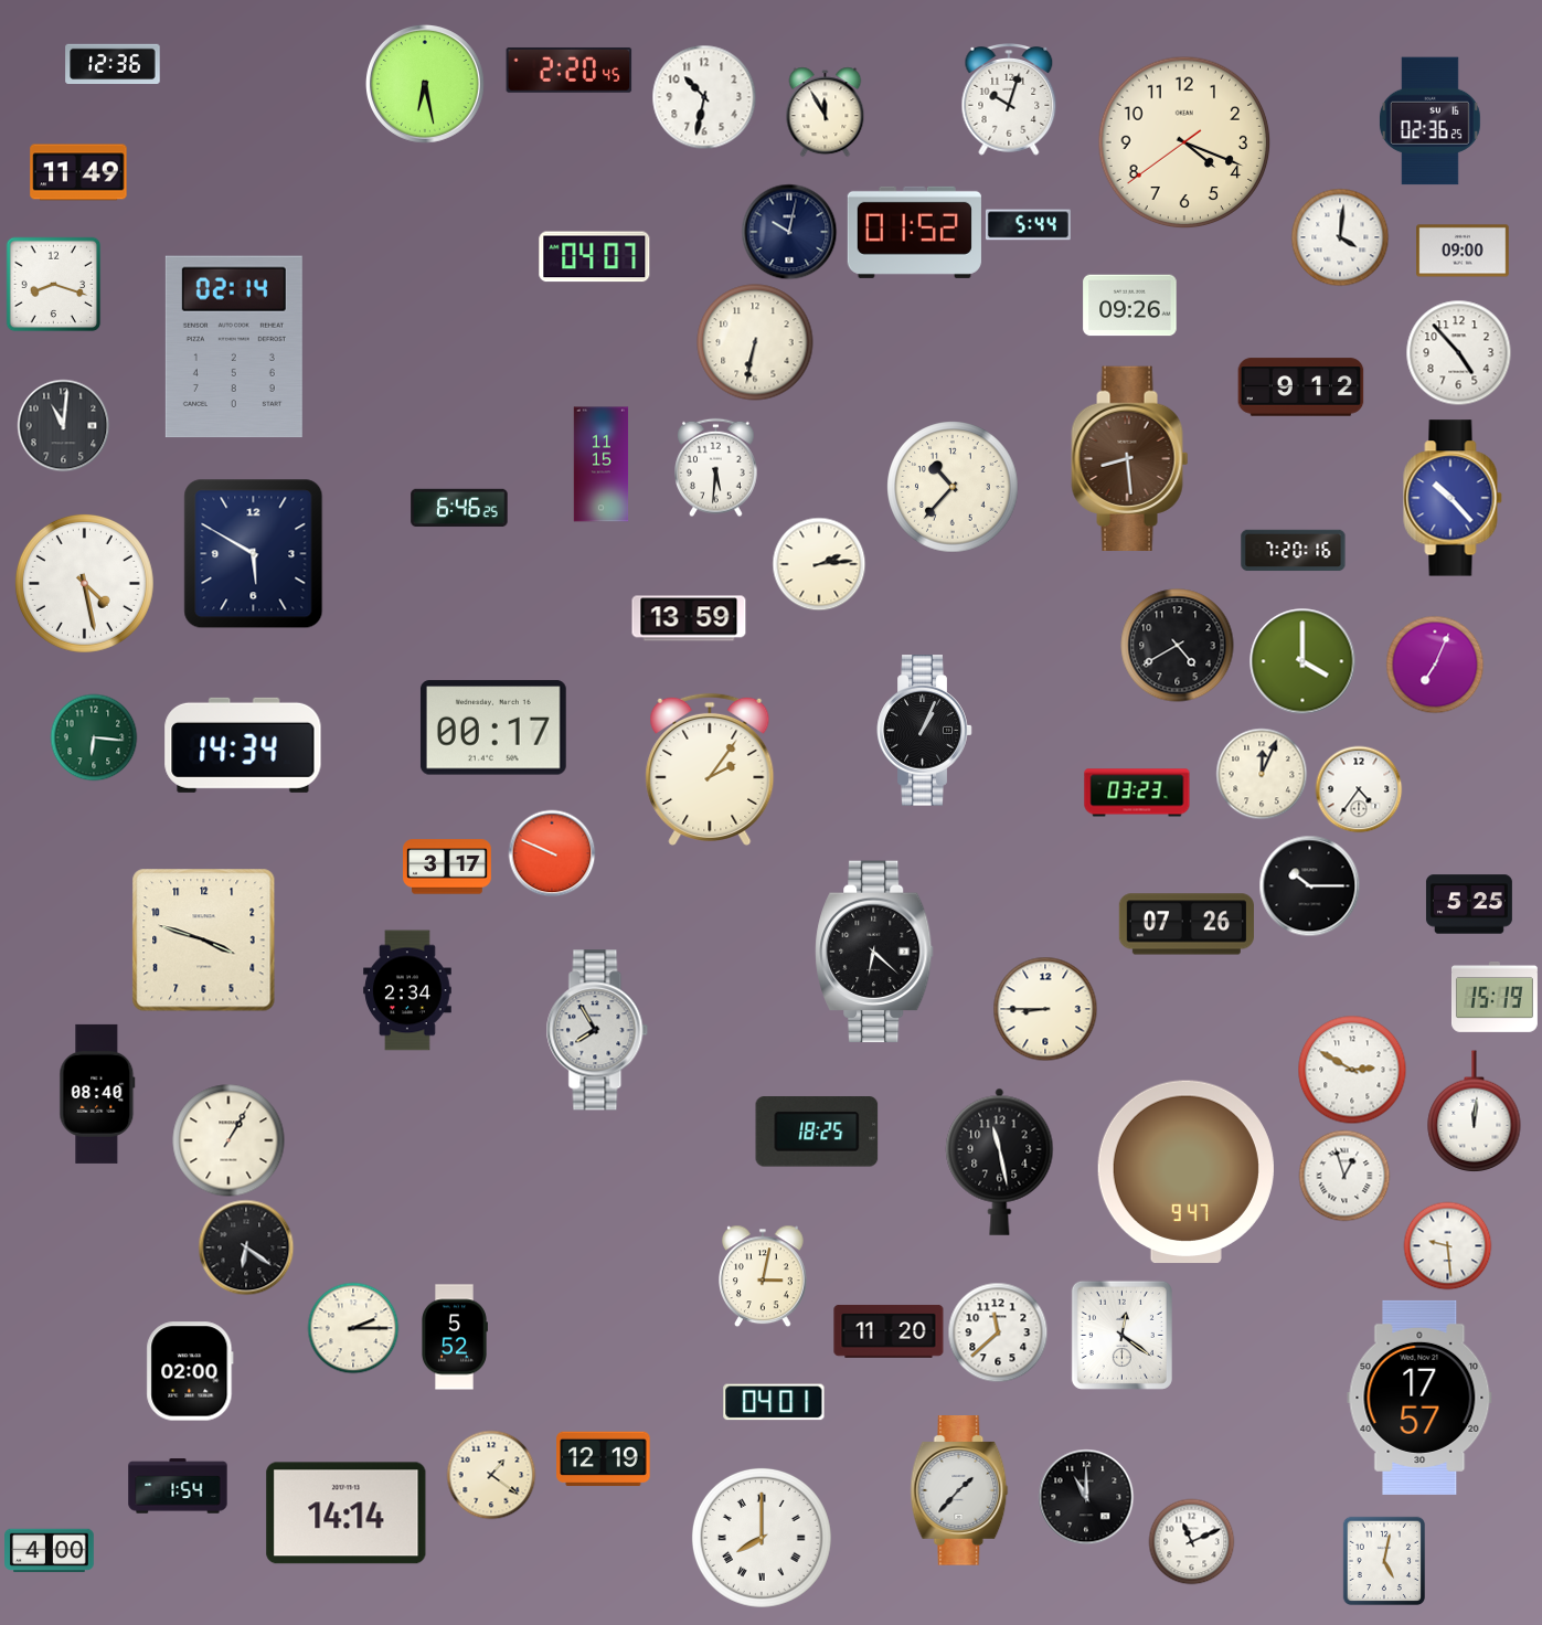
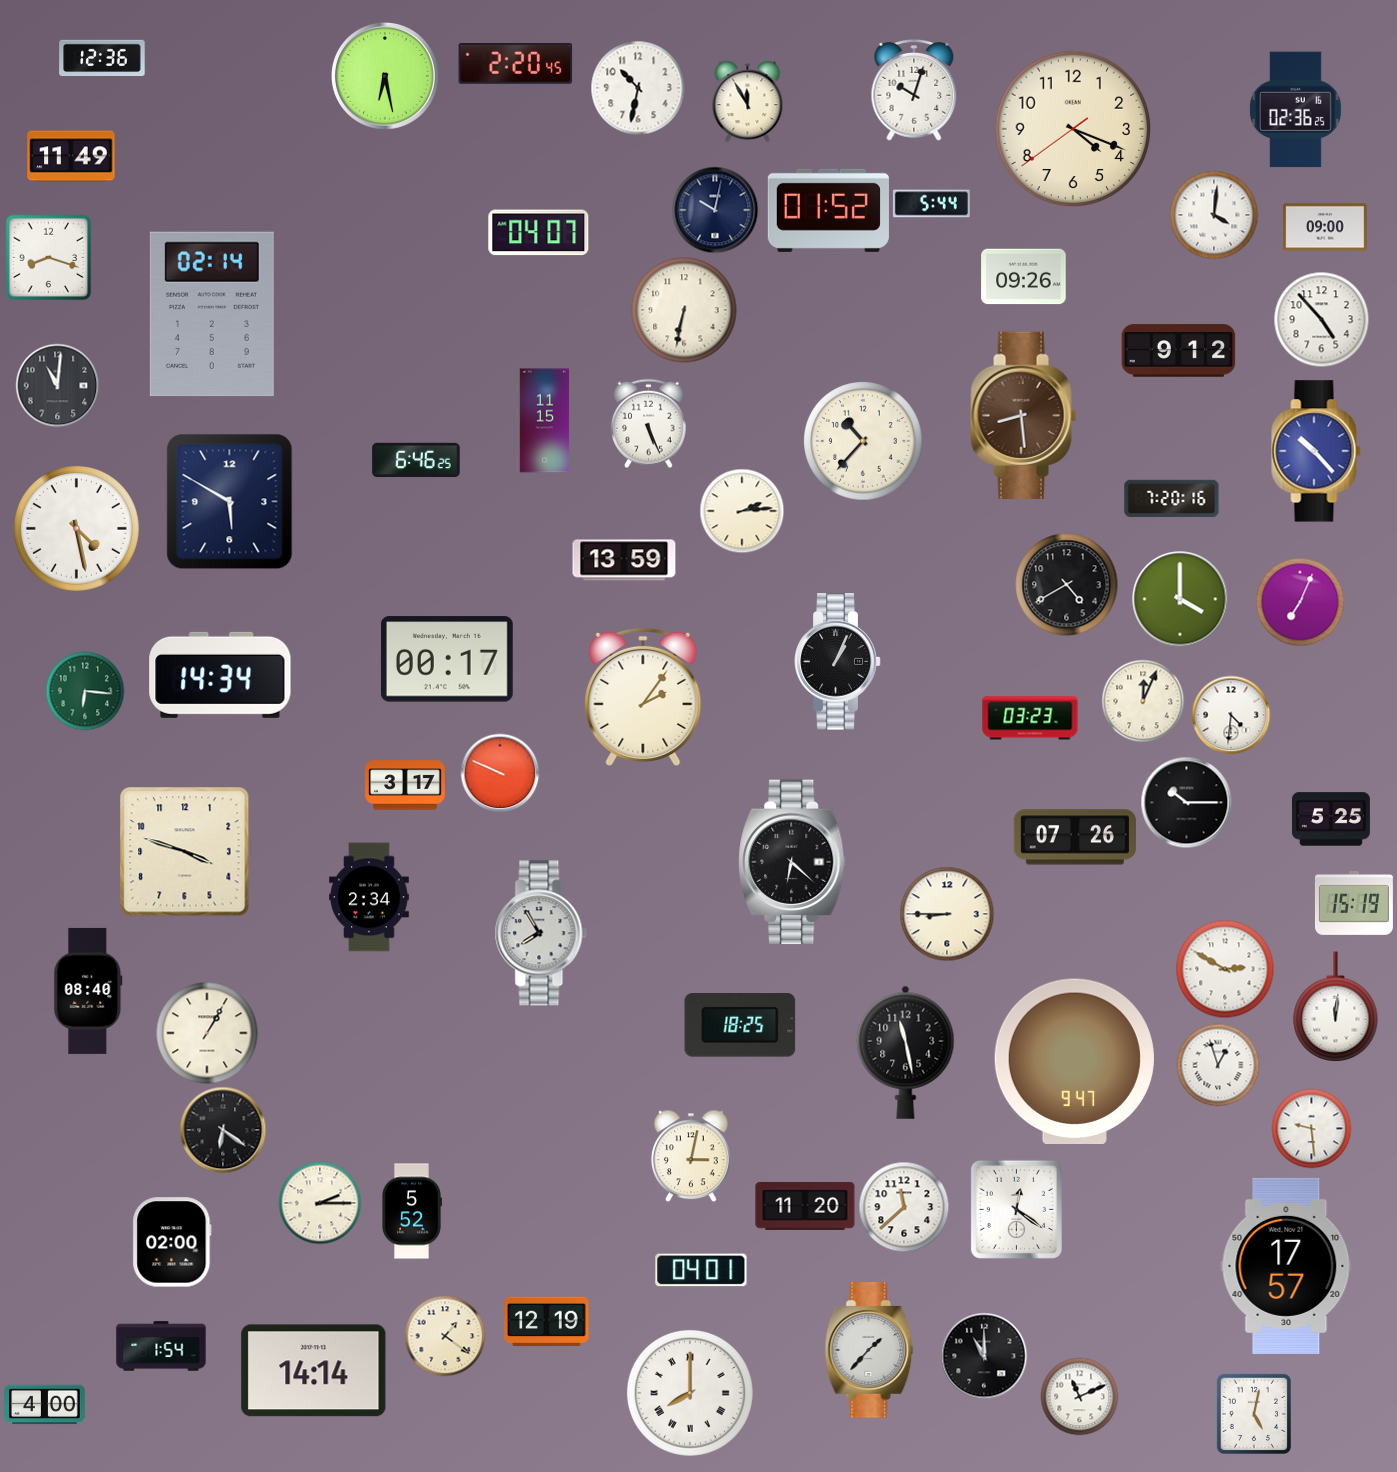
clock at (716, 467): 5:31 -> 5:26
clock at (94, 737) position: (94, 737) -> (85, 691)
clock at (1359, 789): 4:36 -> 4:31
